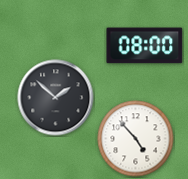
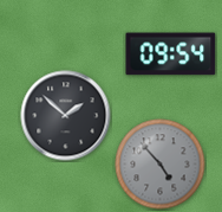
clock at (145, 46): 08:00 -> 09:54
clock at (136, 139) dial: white -> grey
